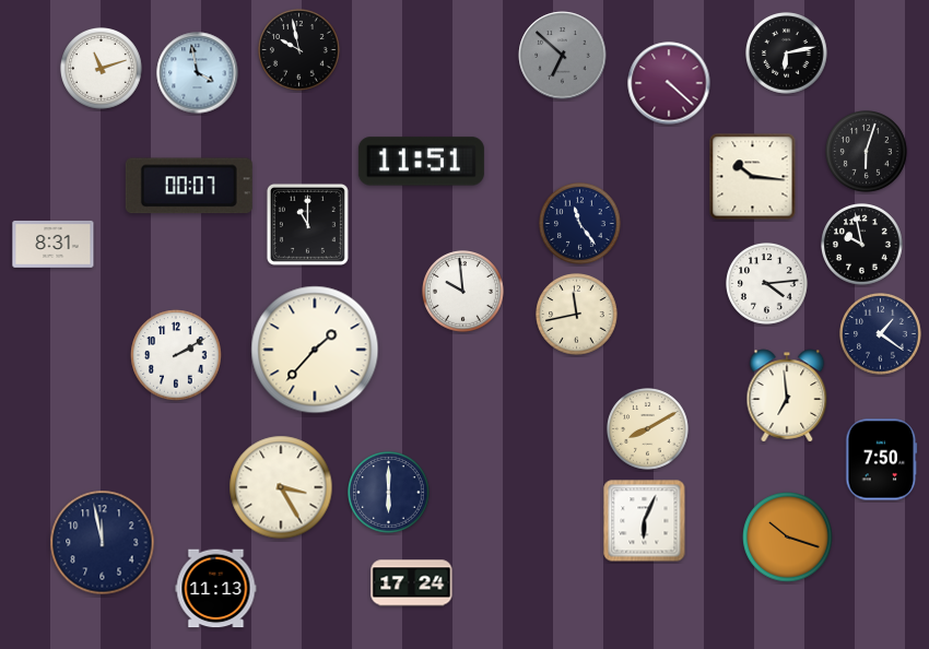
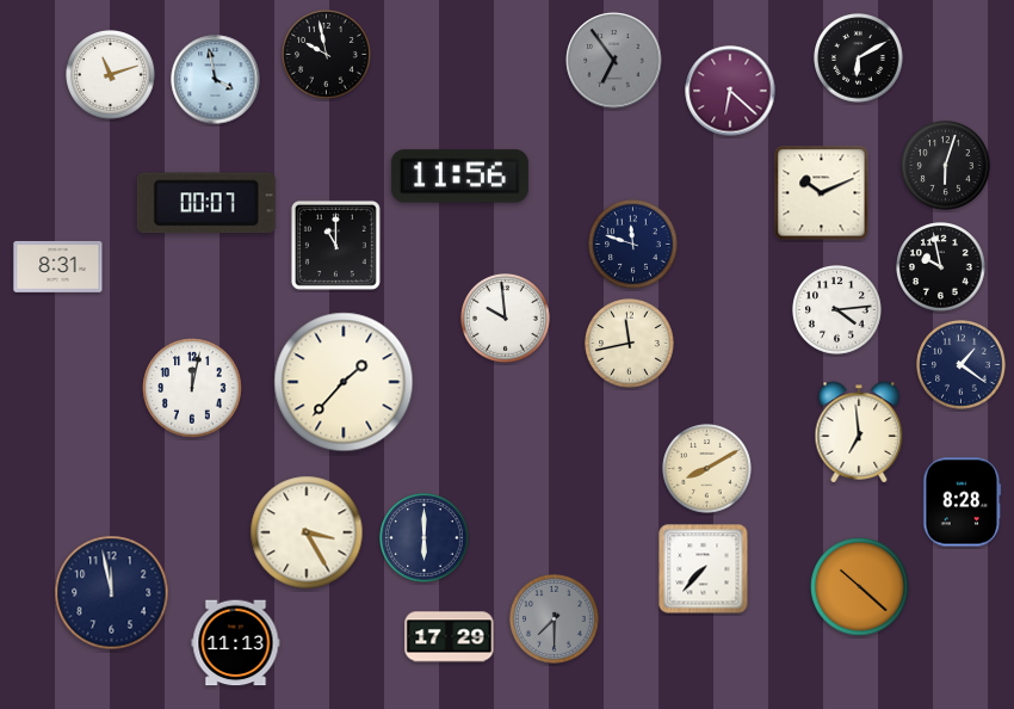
clock at (787, 54): 6:13 -> 6:10
clock at (563, 56): 6:52 -> 6:54
clock at (669, 83): 4:22 -> 6:22
clock at (421, 162): 11:51 -> 11:56
clock at (753, 177): 10:16 -> 10:11
clock at (580, 224): 11:24 -> 11:48
clock at (176, 355): 2:10 -> 12:02
clock at (882, 460): 7:50 -> 8:28
clock at (645, 521): 6:04 -> 7:37
clock at (788, 538): 10:18 -> 10:22
clock at (555, 619): none -> 7:30
clock at (412, 583): 17:24 -> 17:29
